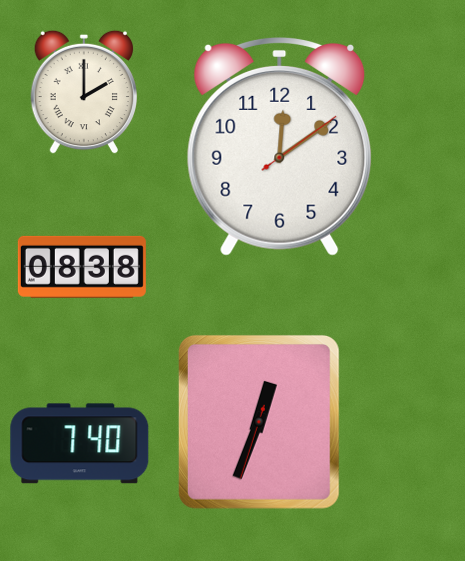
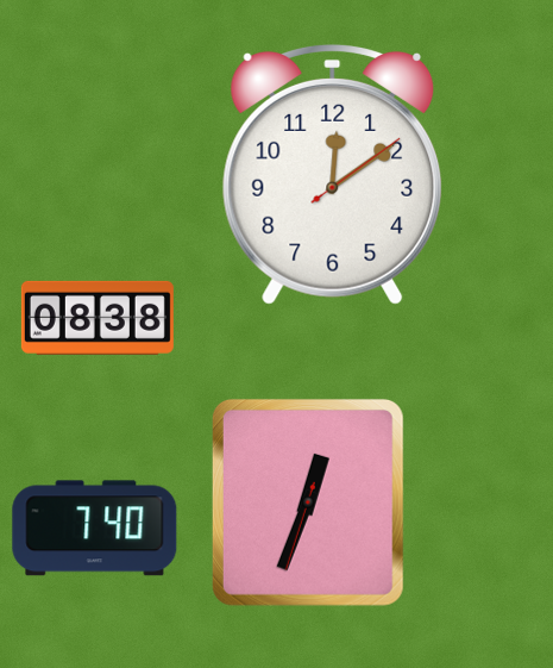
clock at (83, 92): 2:00 -> none
